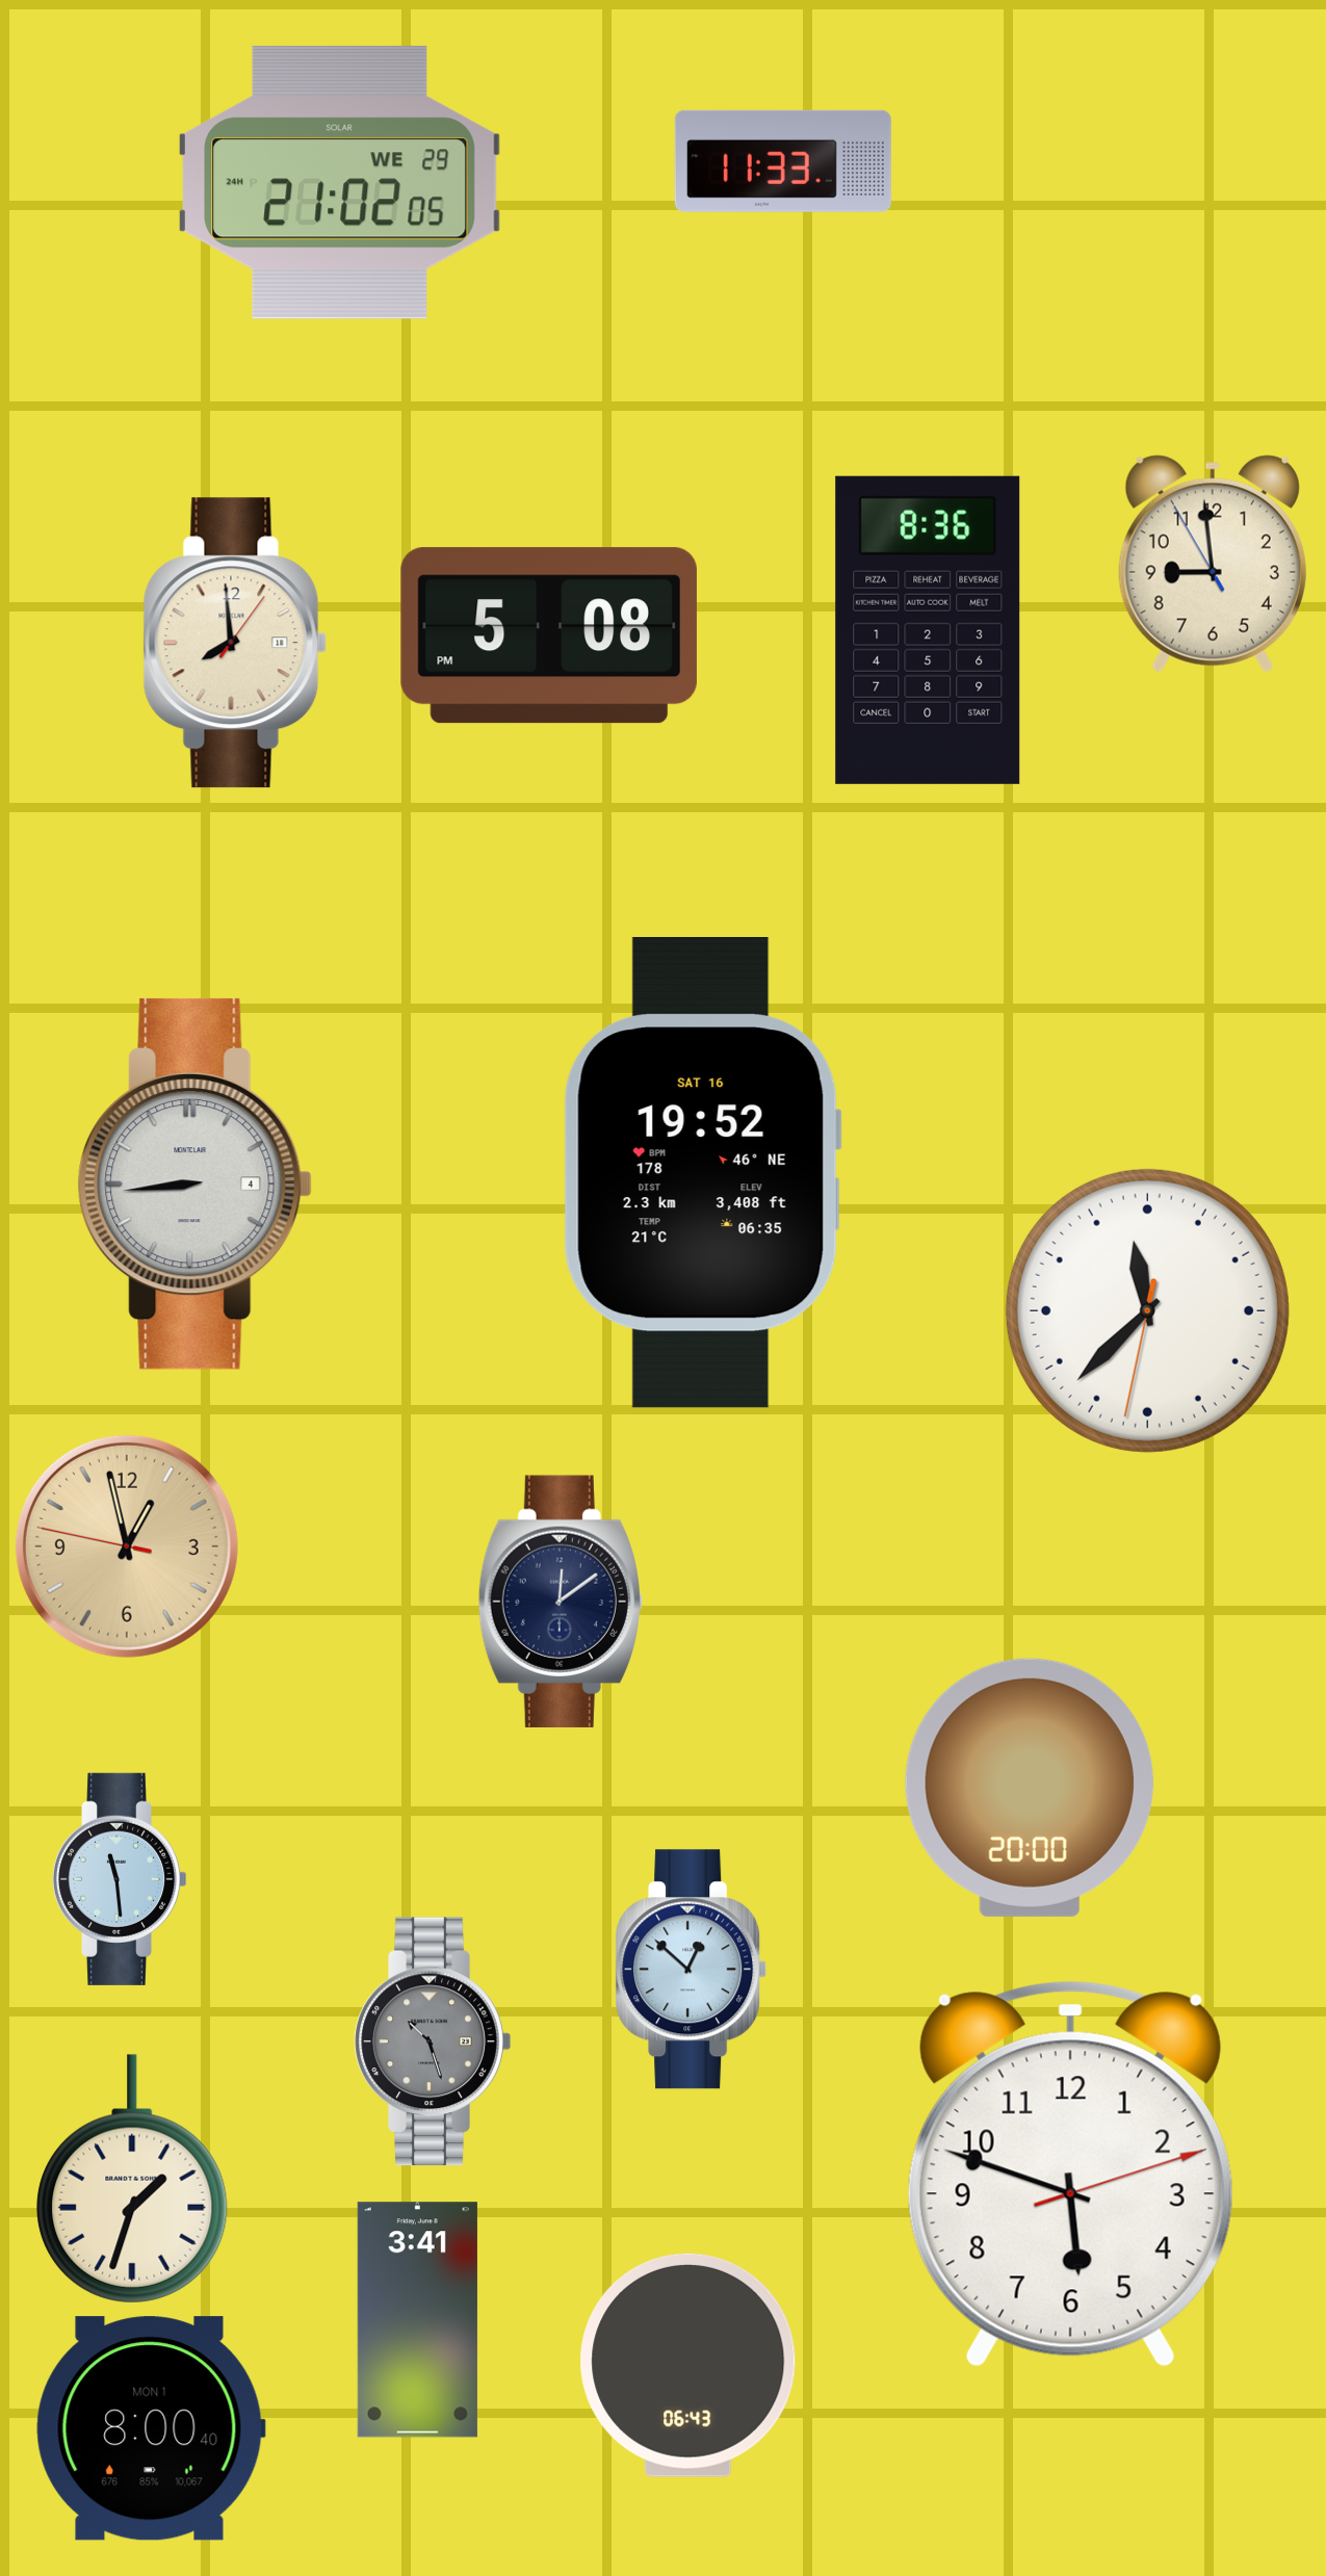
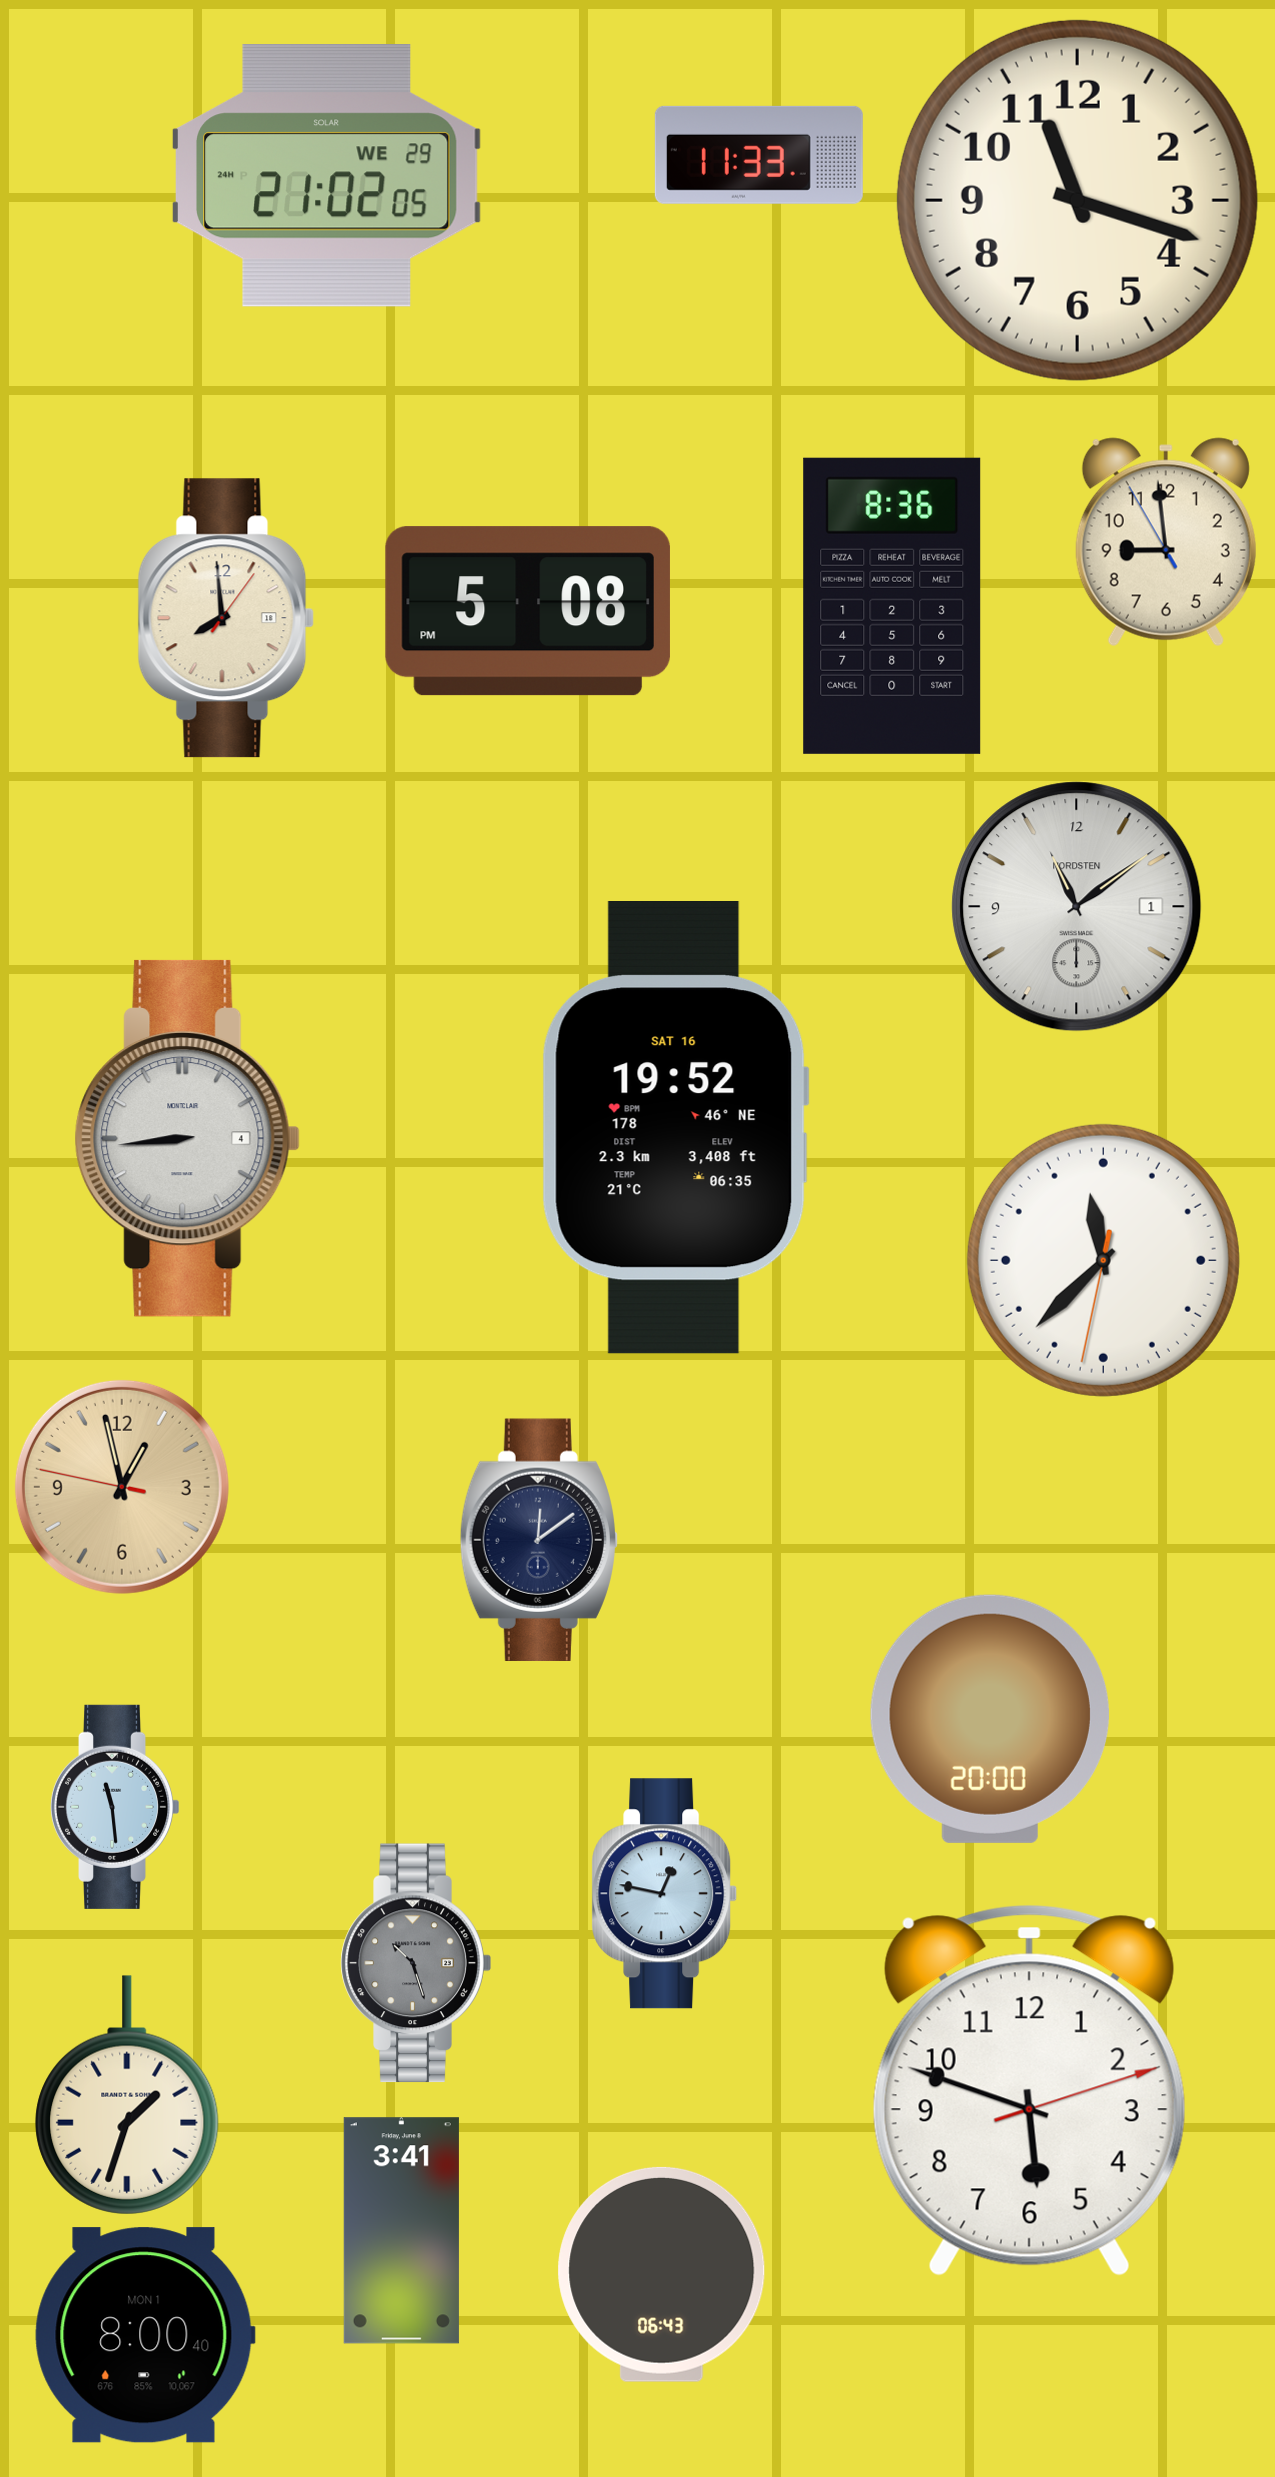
clock at (783, 161) position: (783, 161) -> (759, 155)
clock at (1077, 200): none -> 11:18
clock at (1077, 907): none -> 11:09
clock at (692, 1970): 12:52 -> 12:47
